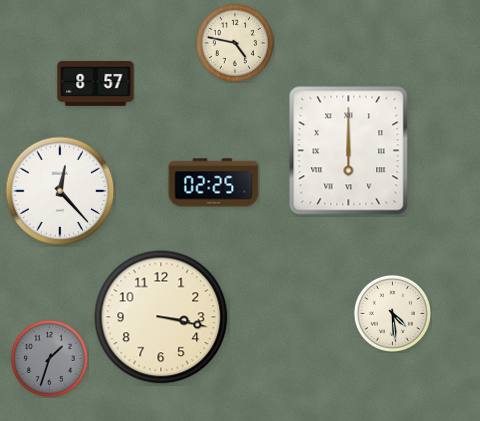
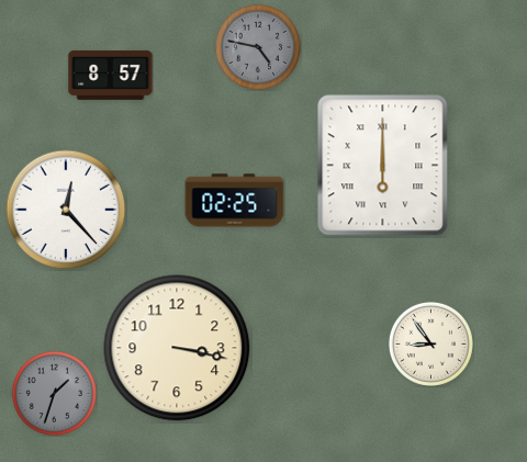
clock at (235, 43) dial: cream -> grey
clock at (96, 83) position: (96, 83) -> (111, 75)
clock at (392, 313): 4:29 -> 8:54
